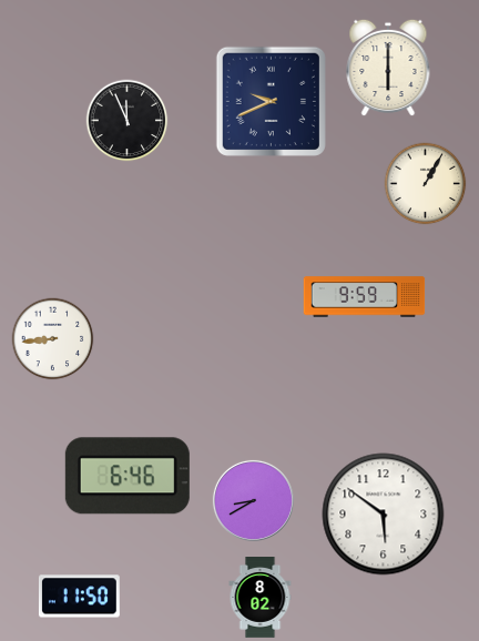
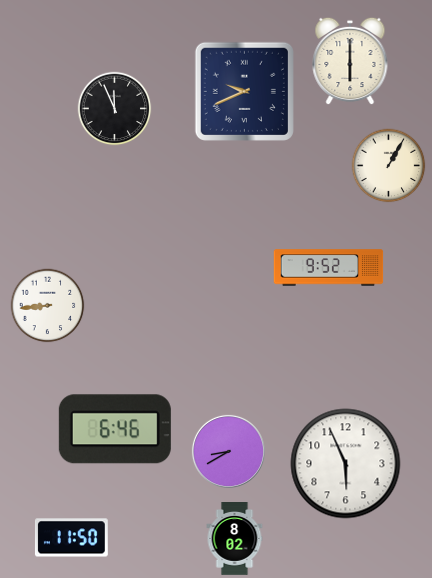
clock at (426, 184) position: (426, 184) -> (389, 166)
clock at (365, 297): 9:59 -> 9:52
clock at (384, 515): 5:51 -> 5:56
